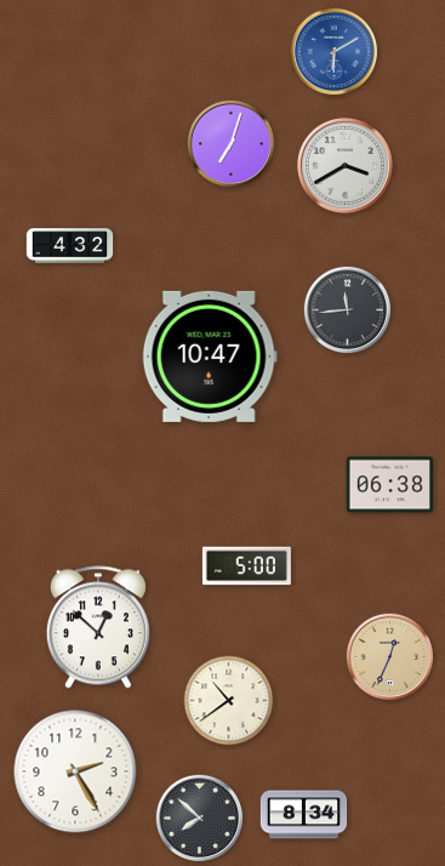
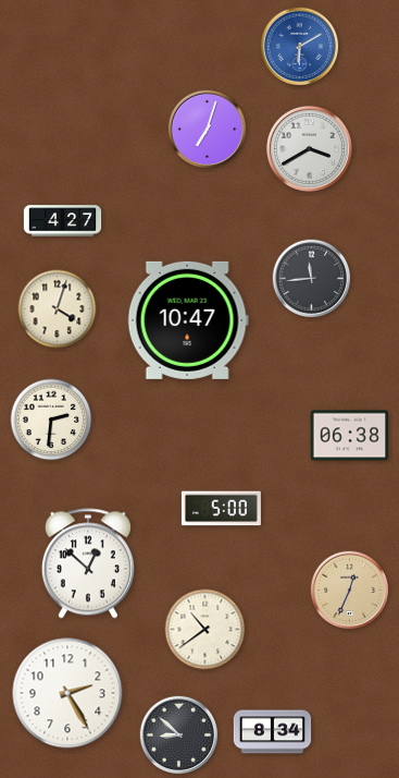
clock at (70, 246): 4:32 -> 4:27
clock at (58, 309): none -> 4:03
clock at (51, 420): none -> 2:31
clock at (200, 819): 7:52 -> 8:52
